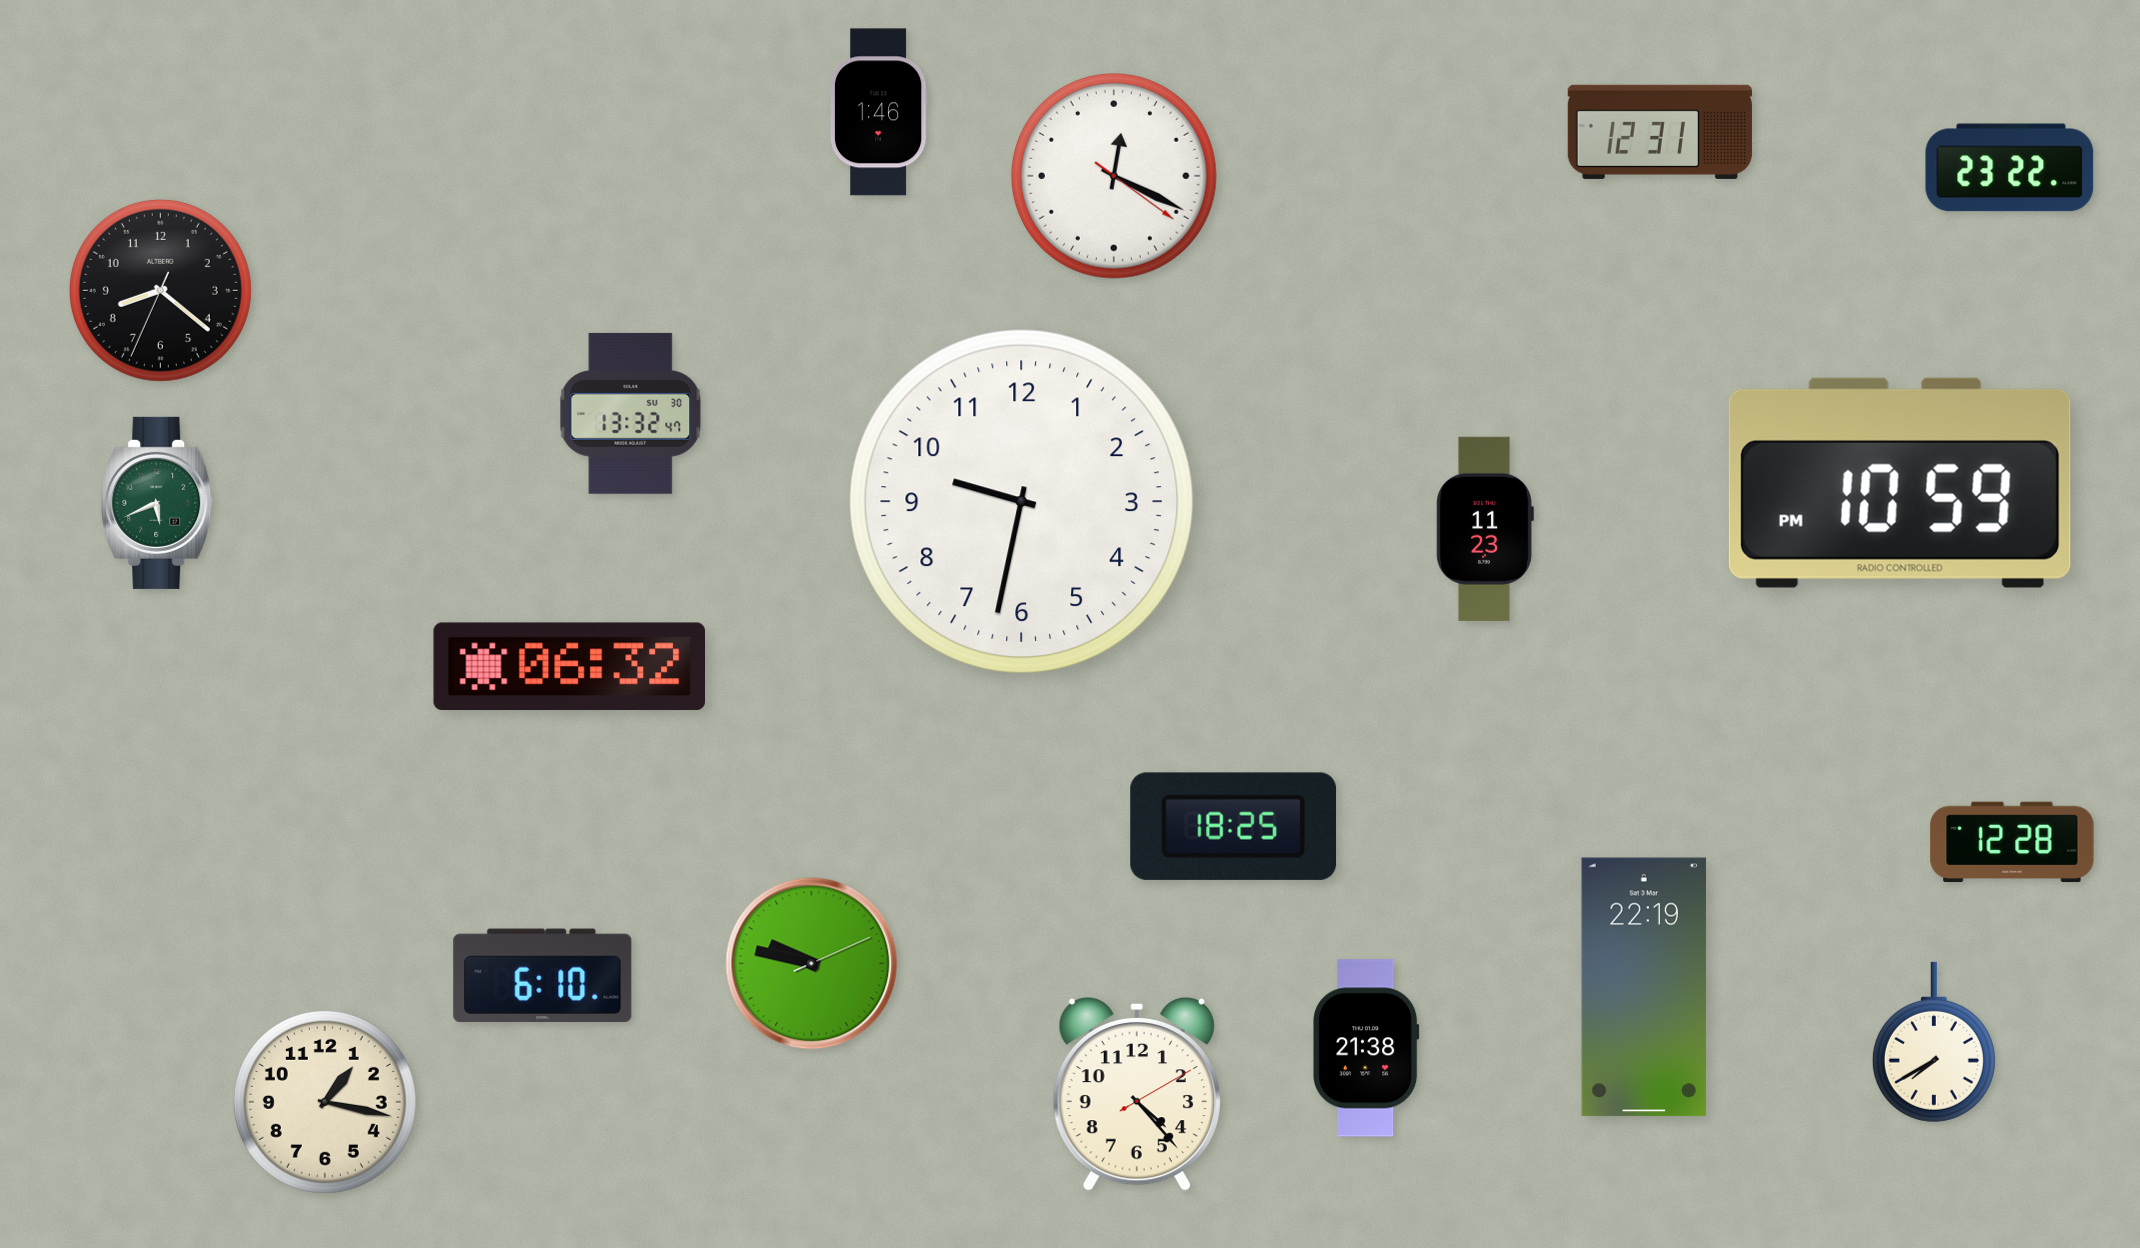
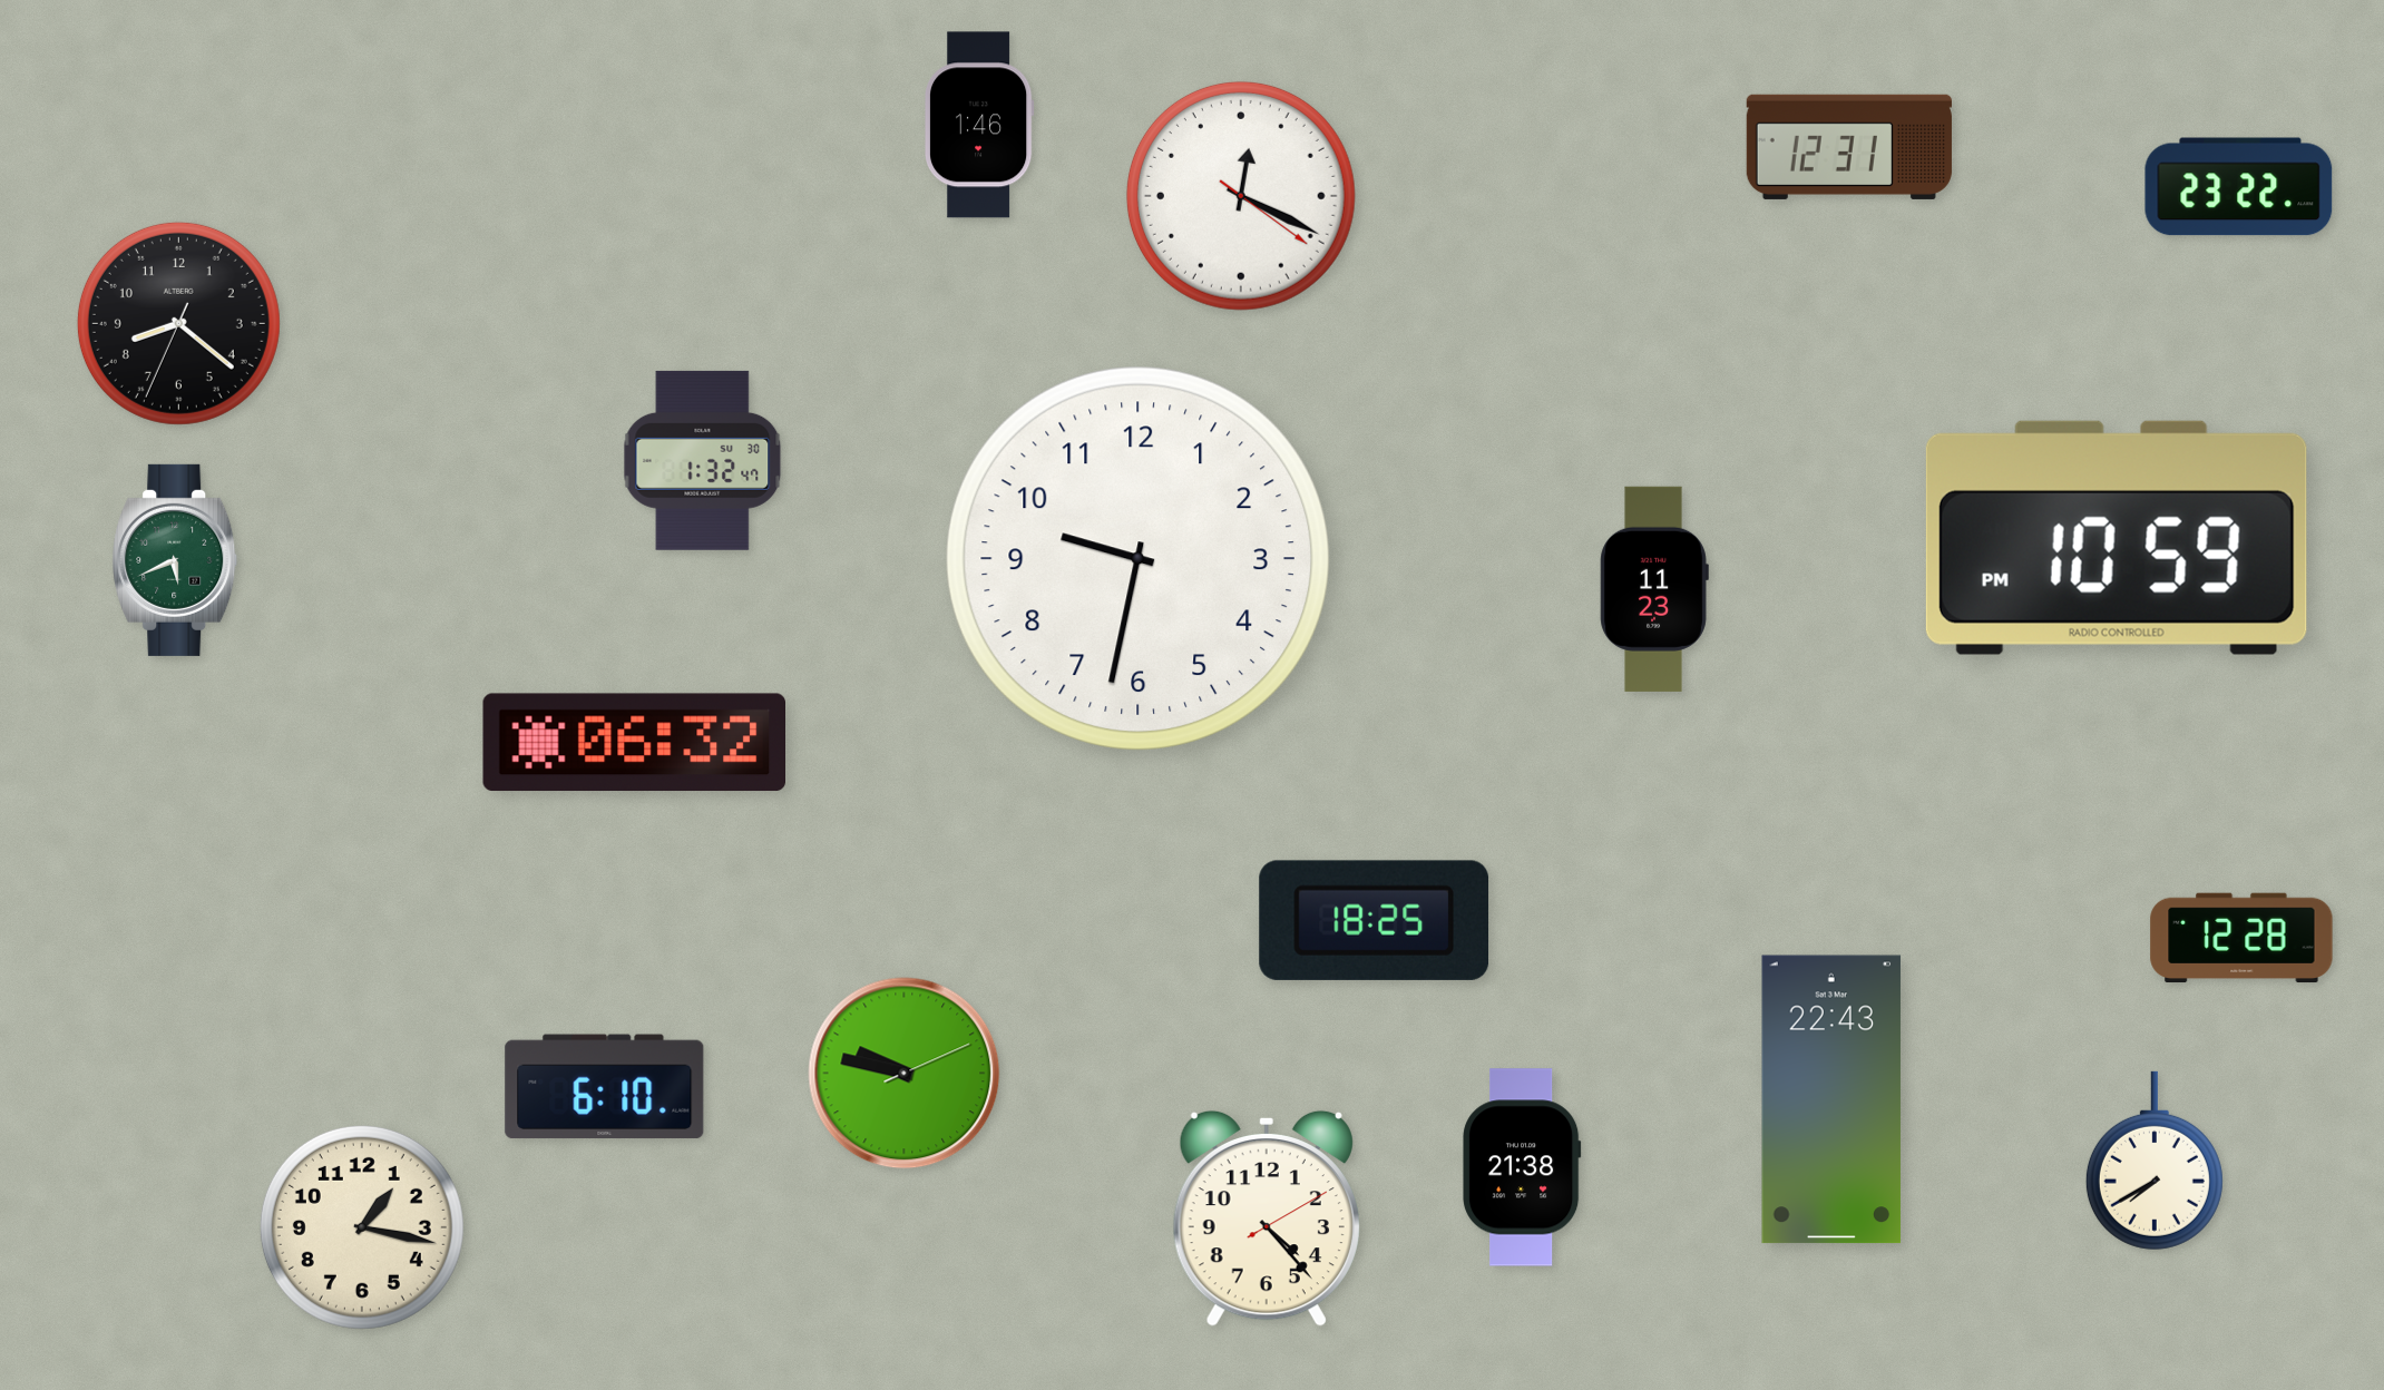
clock at (631, 413): 13:32 -> 1:32
clock at (1644, 987): 22:19 -> 22:43
